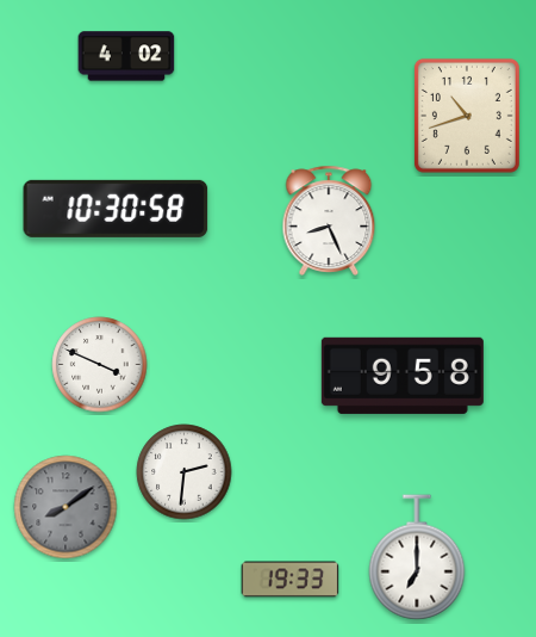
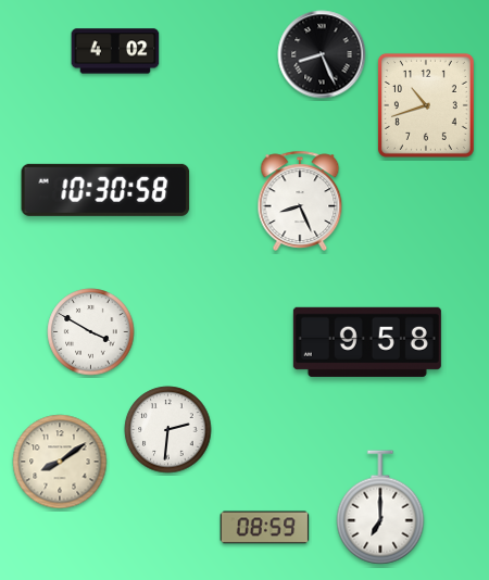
clock at (322, 54): none -> 8:26
clock at (100, 365): 3:49 -> 3:50
clock at (66, 507) dial: grey -> cream
clock at (291, 580): 19:33 -> 08:59
